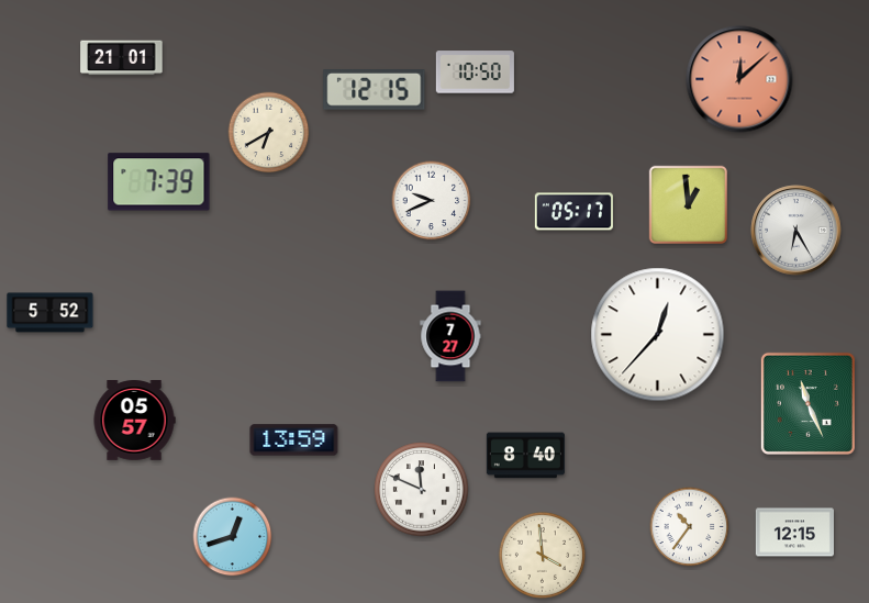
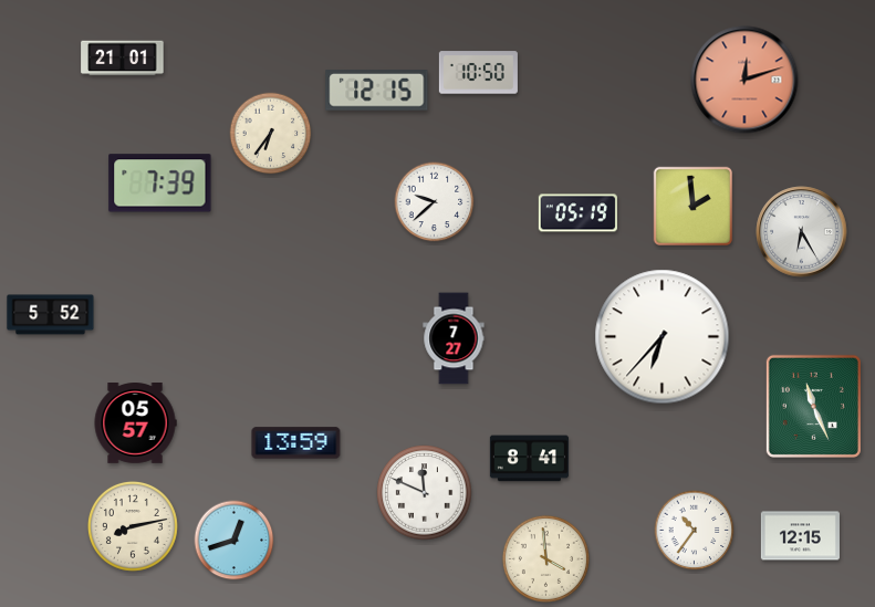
clock at (739, 79): 12:08 -> 12:12
clock at (269, 133): 6:40 -> 6:36
clock at (432, 201): 9:41 -> 9:38
clock at (689, 205): 12:59 -> 1:59
clock at (573, 212): 05:17 -> 05:19
clock at (658, 335): 12:37 -> 6:37
clock at (525, 456): 8:40 -> 8:41
clock at (133, 526): none -> 8:13
